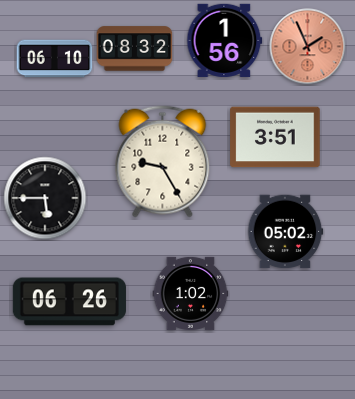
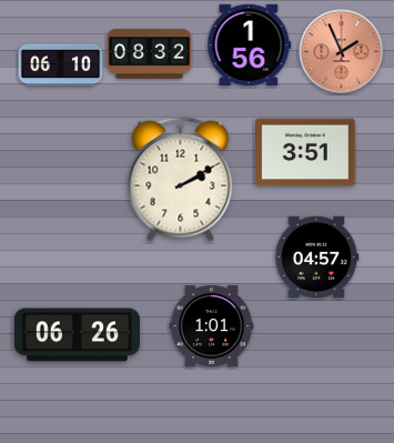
clock at (163, 162): 9:25 -> 2:10
clock at (45, 198): 5:45 -> none
clock at (285, 232): 05:02 -> 04:57
clock at (191, 293): 1:02 -> 1:01
